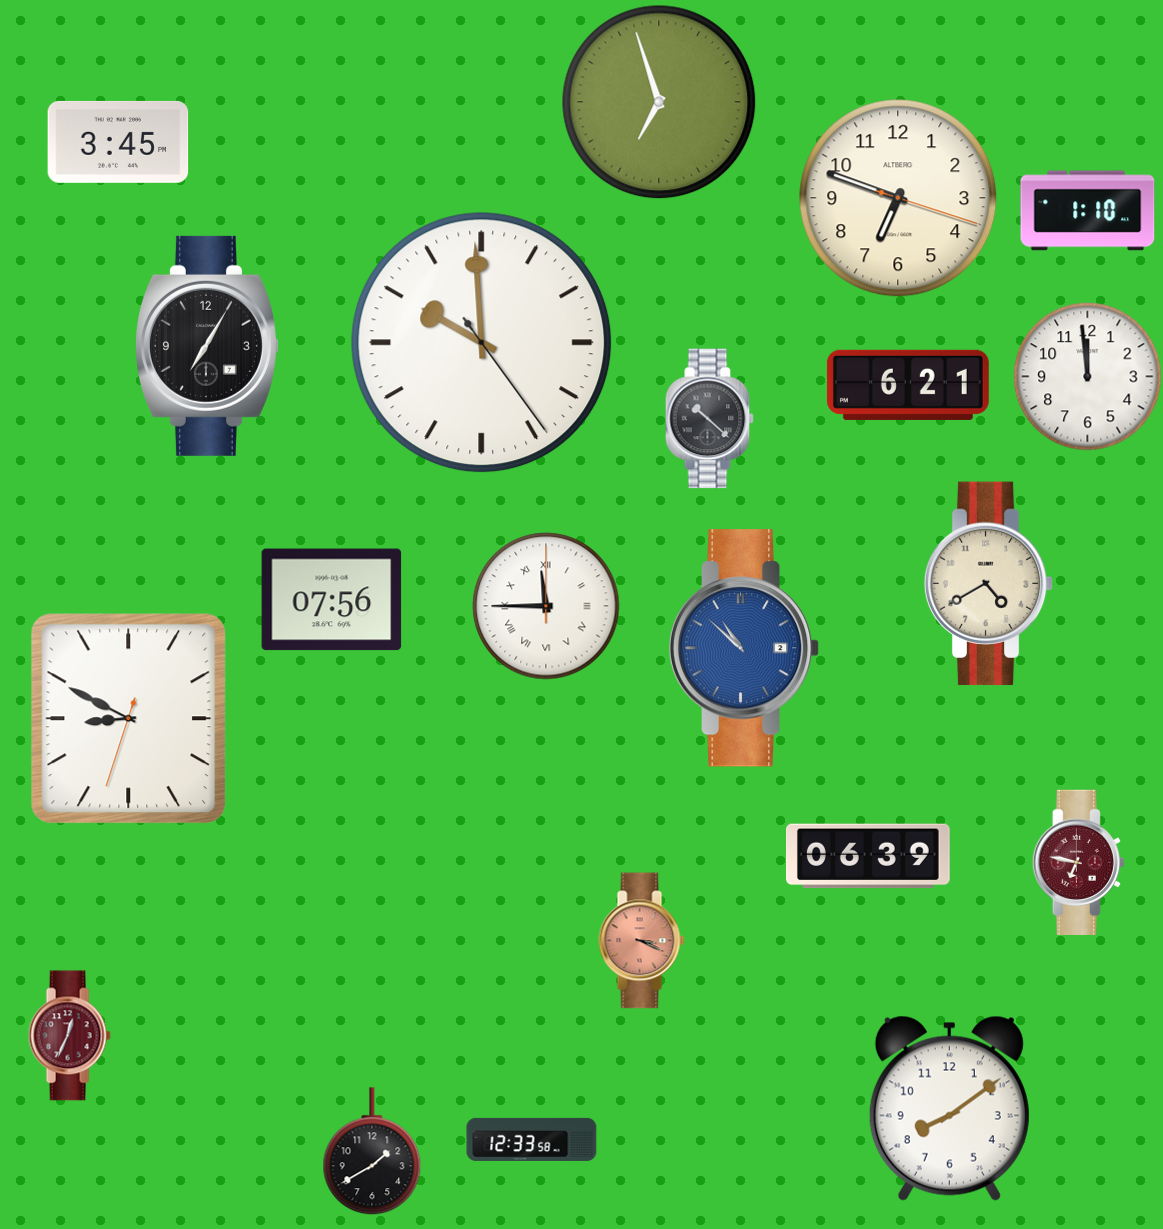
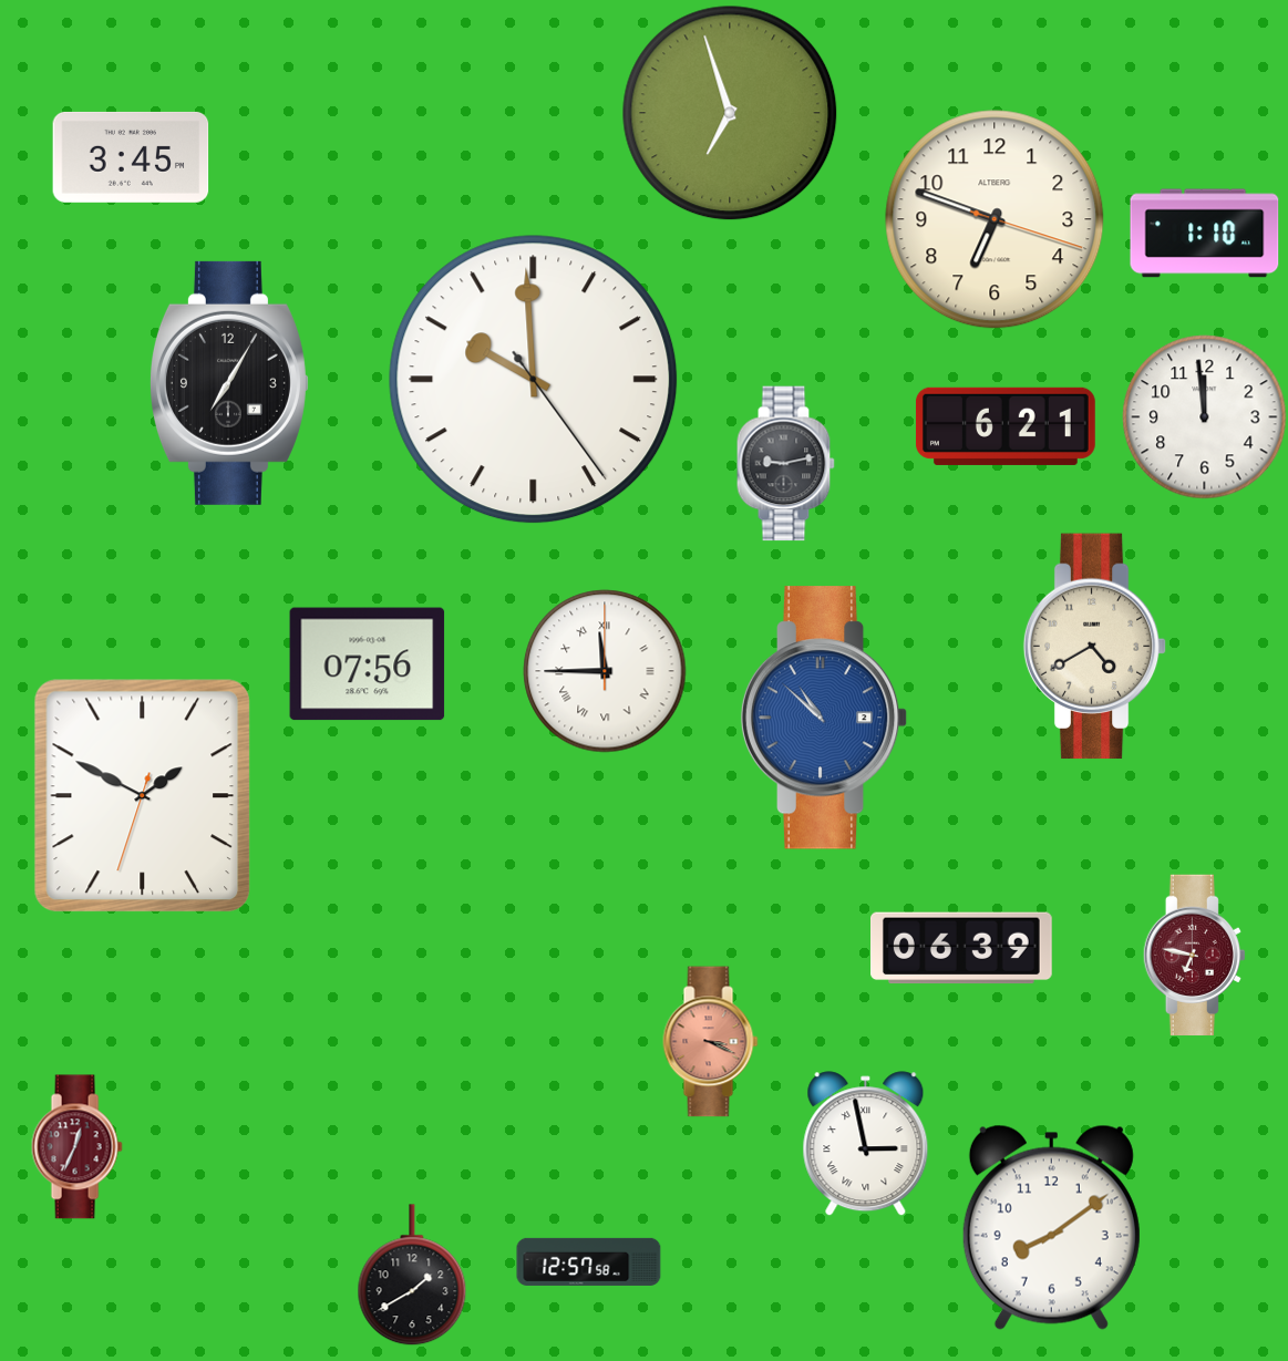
clock at (709, 419): 10:22 -> 9:13
clock at (129, 719): 8:49 -> 1:49
clock at (866, 1144): none -> 2:58
clock at (532, 1139): 12:33 -> 12:57
